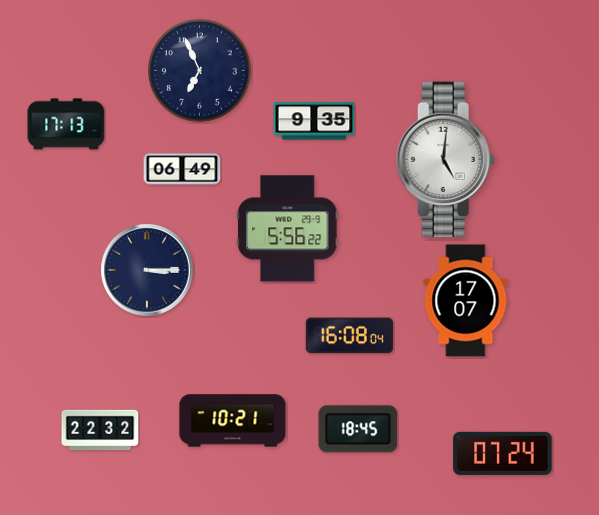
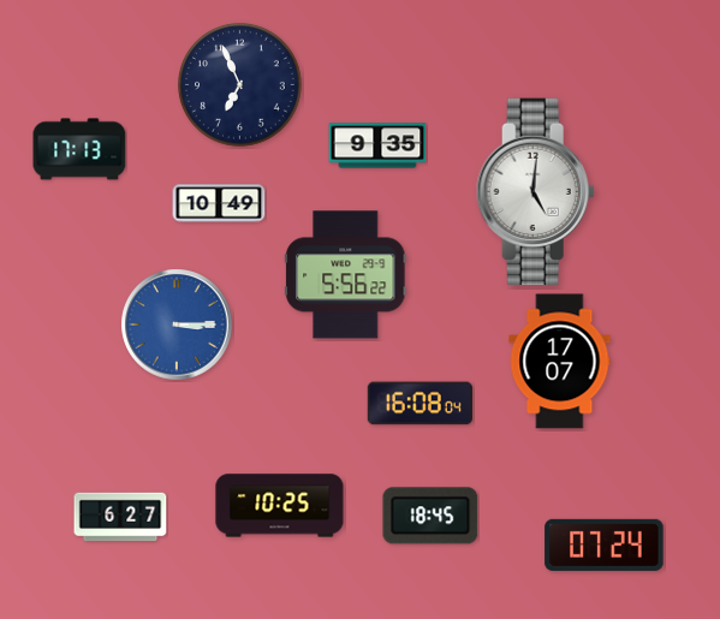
clock at (182, 169): 06:49 -> 10:49
clock at (147, 270) dial: navy -> blue
clock at (233, 421): 10:21 -> 10:25
clock at (100, 430): 22:32 -> 6:27
